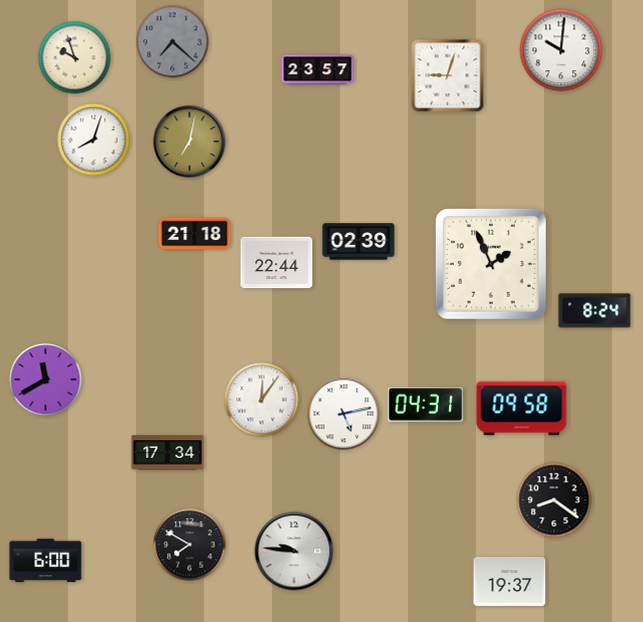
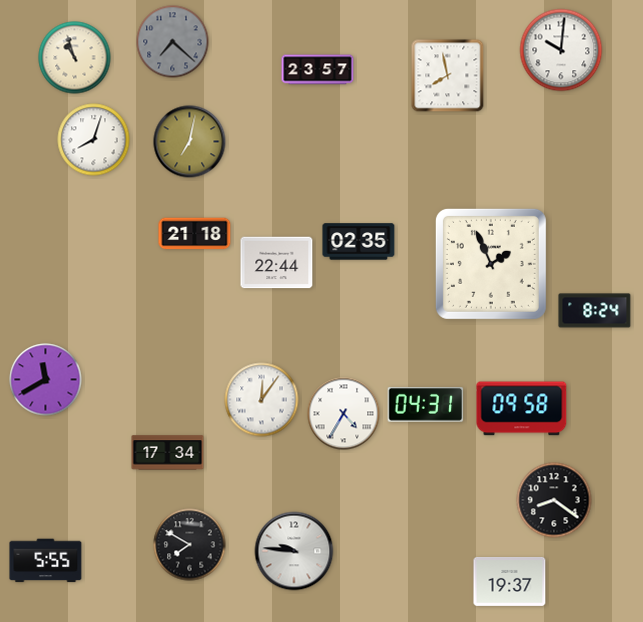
clock at (75, 58): 9:57 -> 10:57
clock at (448, 76): 9:03 -> 7:58
clock at (359, 242): 02:39 -> 02:35
clock at (344, 414): 5:13 -> 4:35
clock at (46, 561): 6:00 -> 5:55
